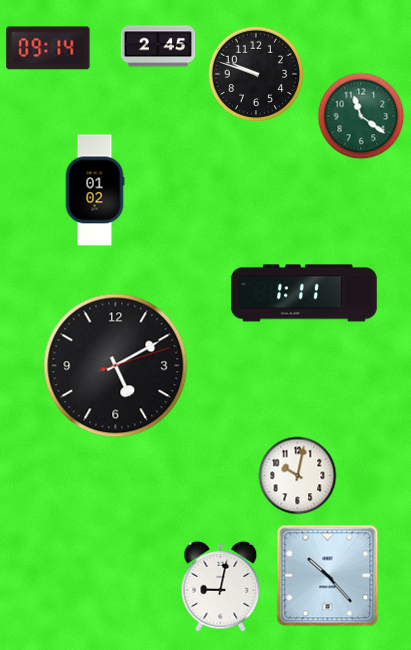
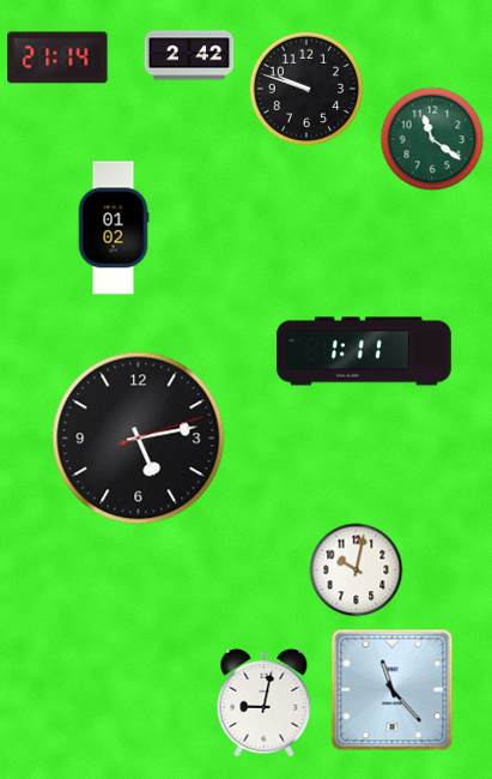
clock at (158, 46): 2:45 -> 2:42
clock at (48, 48): 09:14 -> 21:14
clock at (116, 366): 5:10 -> 5:13
clock at (328, 576): 10:23 -> 11:23
